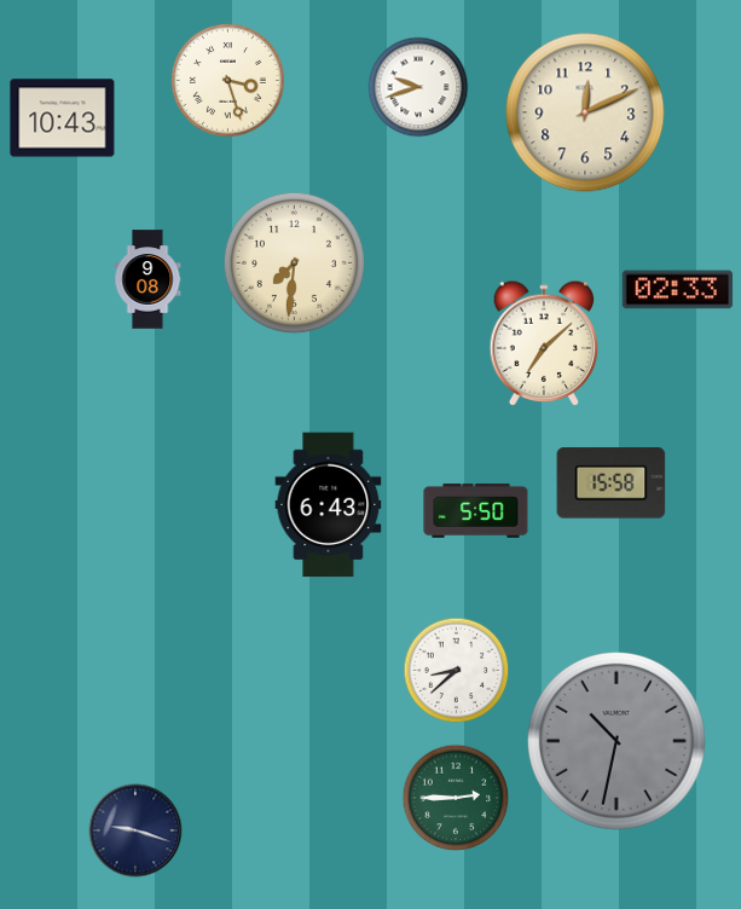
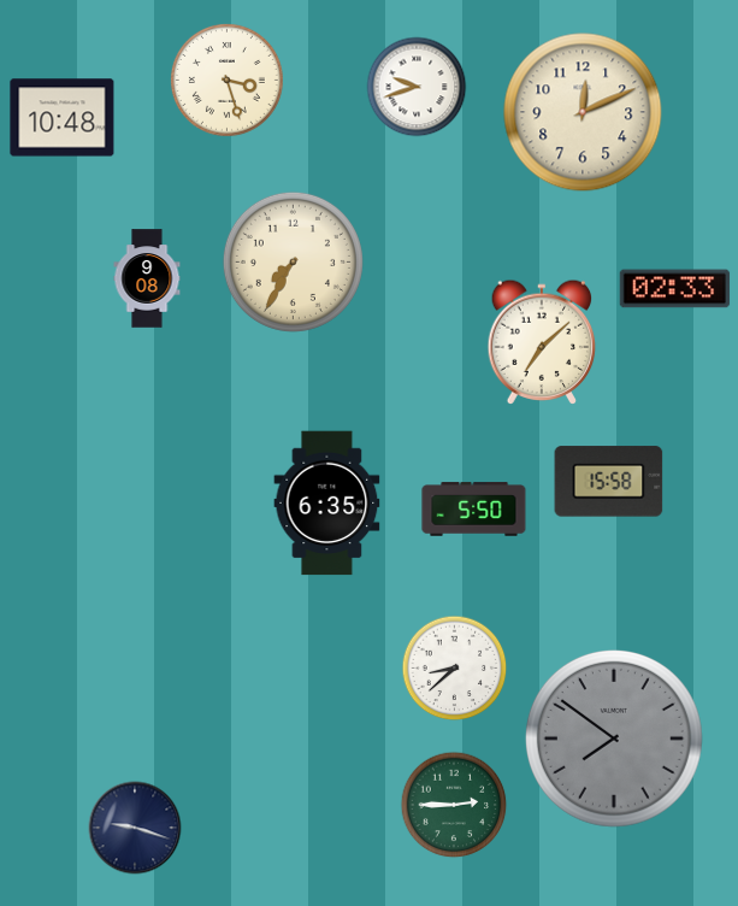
clock at (63, 118): 10:43 -> 10:48
clock at (294, 262): 7:31 -> 7:35
clock at (329, 505): 6:43 -> 6:35
clock at (616, 741): 10:32 -> 7:51
clock at (456, 798) position: (456, 798) -> (454, 805)
